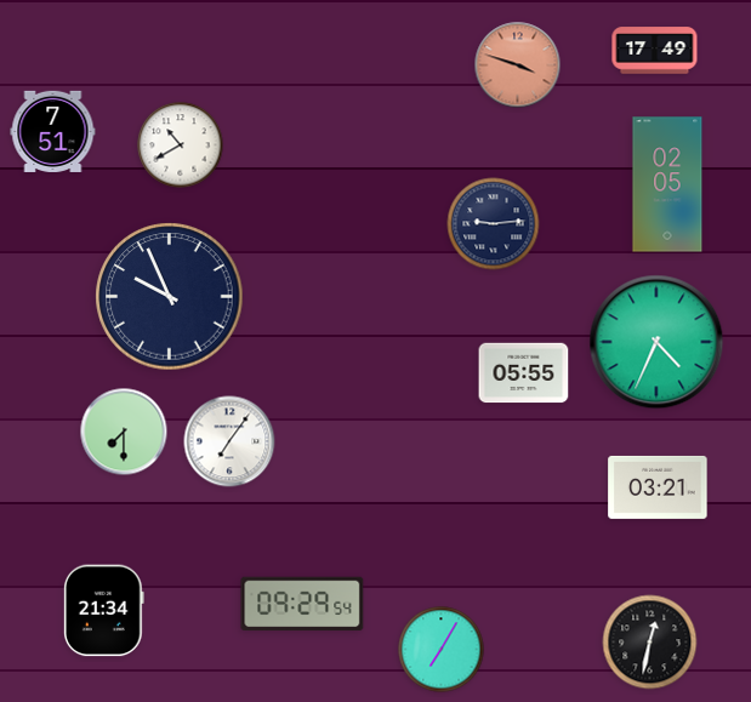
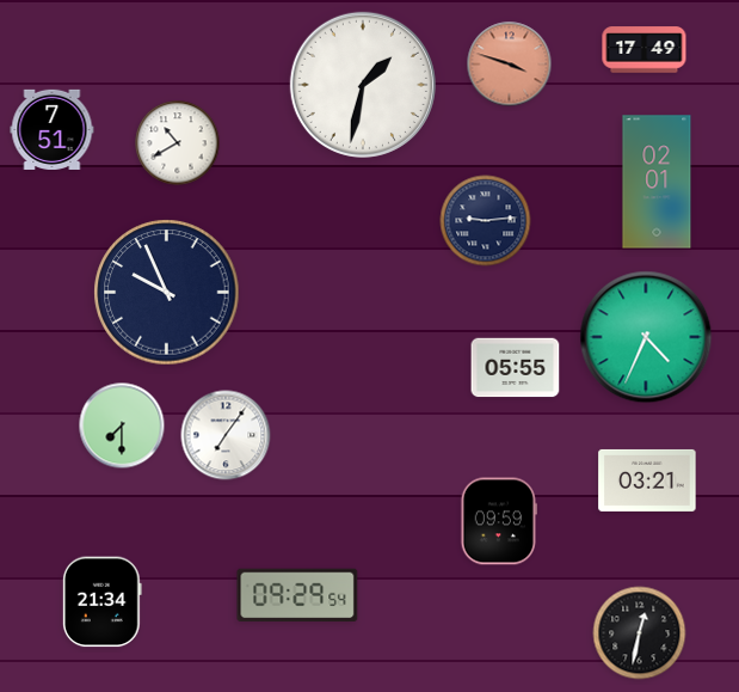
clock at (363, 85): none -> 1:32
clock at (667, 184): 02:05 -> 02:01
clock at (499, 521): none -> 09:59
clock at (442, 650): 7:05 -> none
